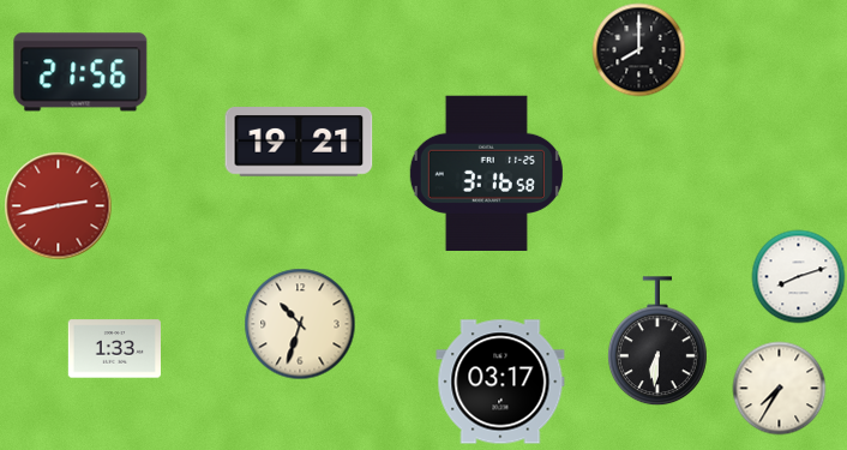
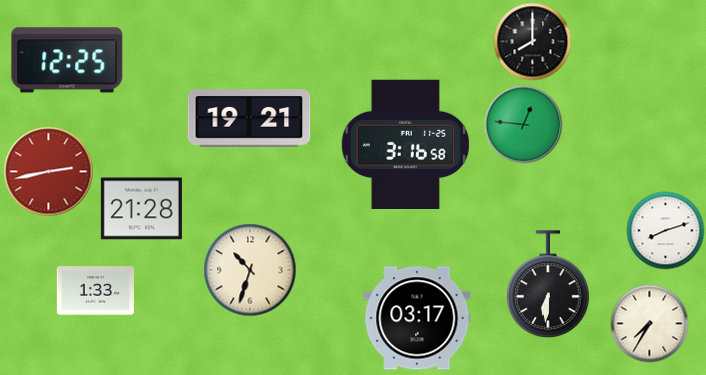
clock at (80, 72): 21:56 -> 12:25
clock at (523, 124): none -> 12:46
clock at (141, 209): none -> 21:28
